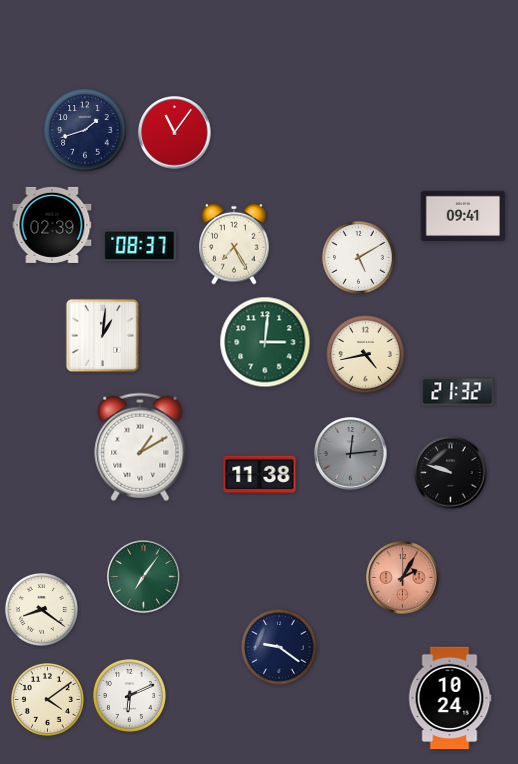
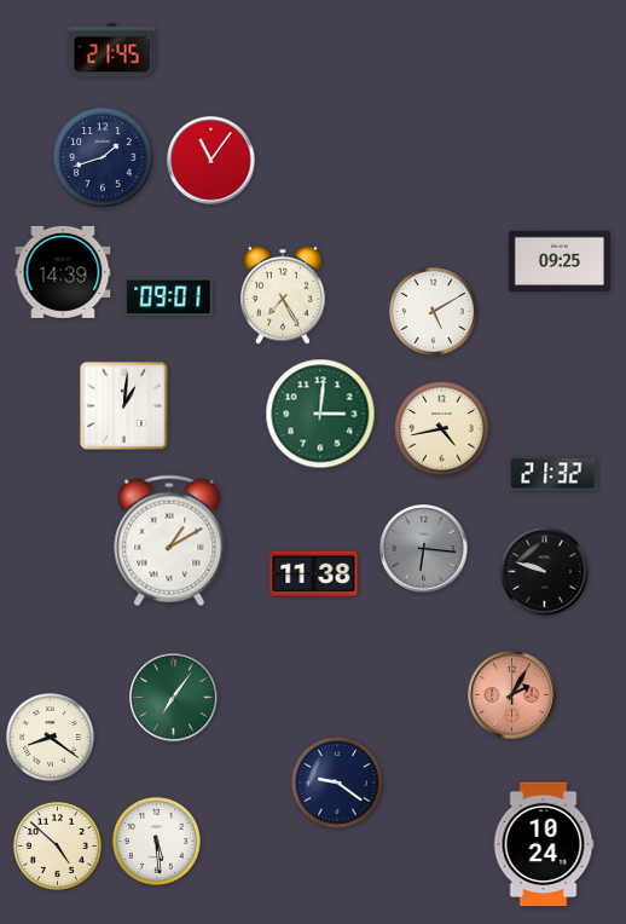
clock at (112, 51): none -> 21:45
clock at (462, 216): 09:41 -> 09:25
clock at (52, 225): 02:39 -> 14:39
clock at (140, 245): 08:37 -> 09:01
clock at (351, 454): 12:14 -> 6:16
clock at (403, 578) position: (403, 578) -> (512, 695)
clock at (129, 695): 6:11 -> 5:29
clock at (47, 699): 4:09 -> 4:52
